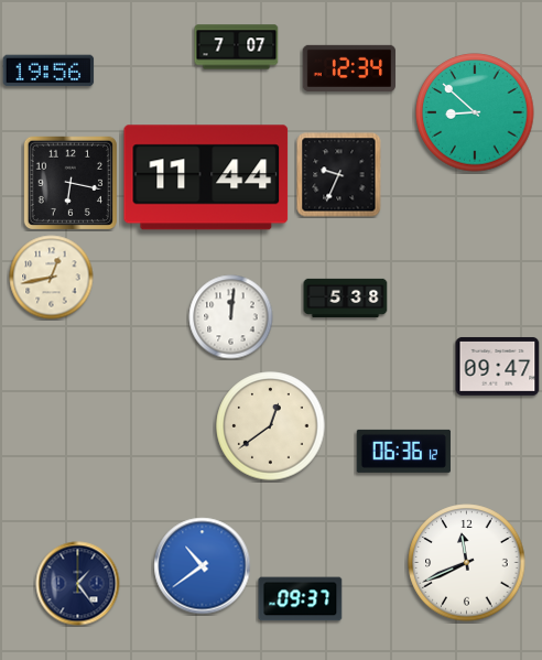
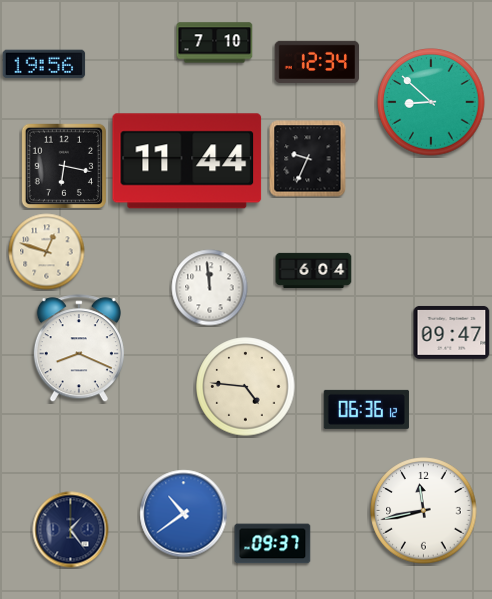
clock at (237, 47): 7:07 -> 7:10
clock at (52, 278): 12:43 -> 12:48
clock at (346, 297): 5:38 -> 6:04
clock at (231, 317): 12:01 -> 11:59
clock at (79, 349): none -> 8:19
clock at (271, 426): 12:39 -> 4:46
clock at (467, 563): 11:41 -> 11:43
